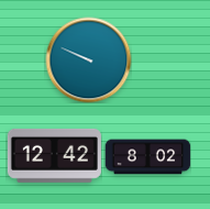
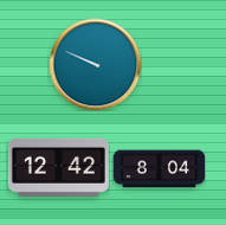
clock at (147, 157): 8:02 -> 8:04
